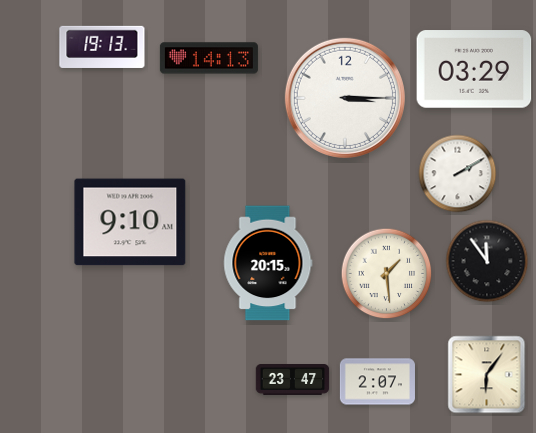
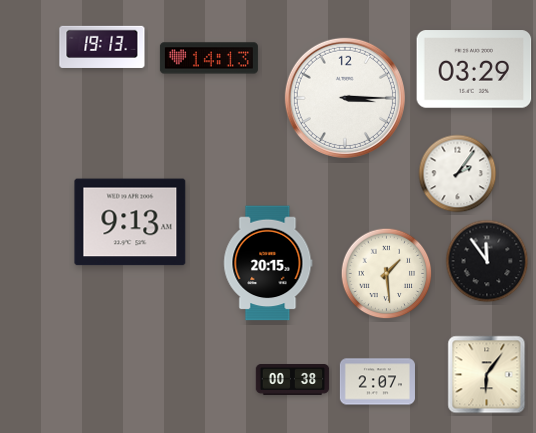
clock at (458, 174): 2:10 -> 2:06
clock at (130, 222): 9:10 -> 9:13
clock at (293, 380): 23:47 -> 00:38
